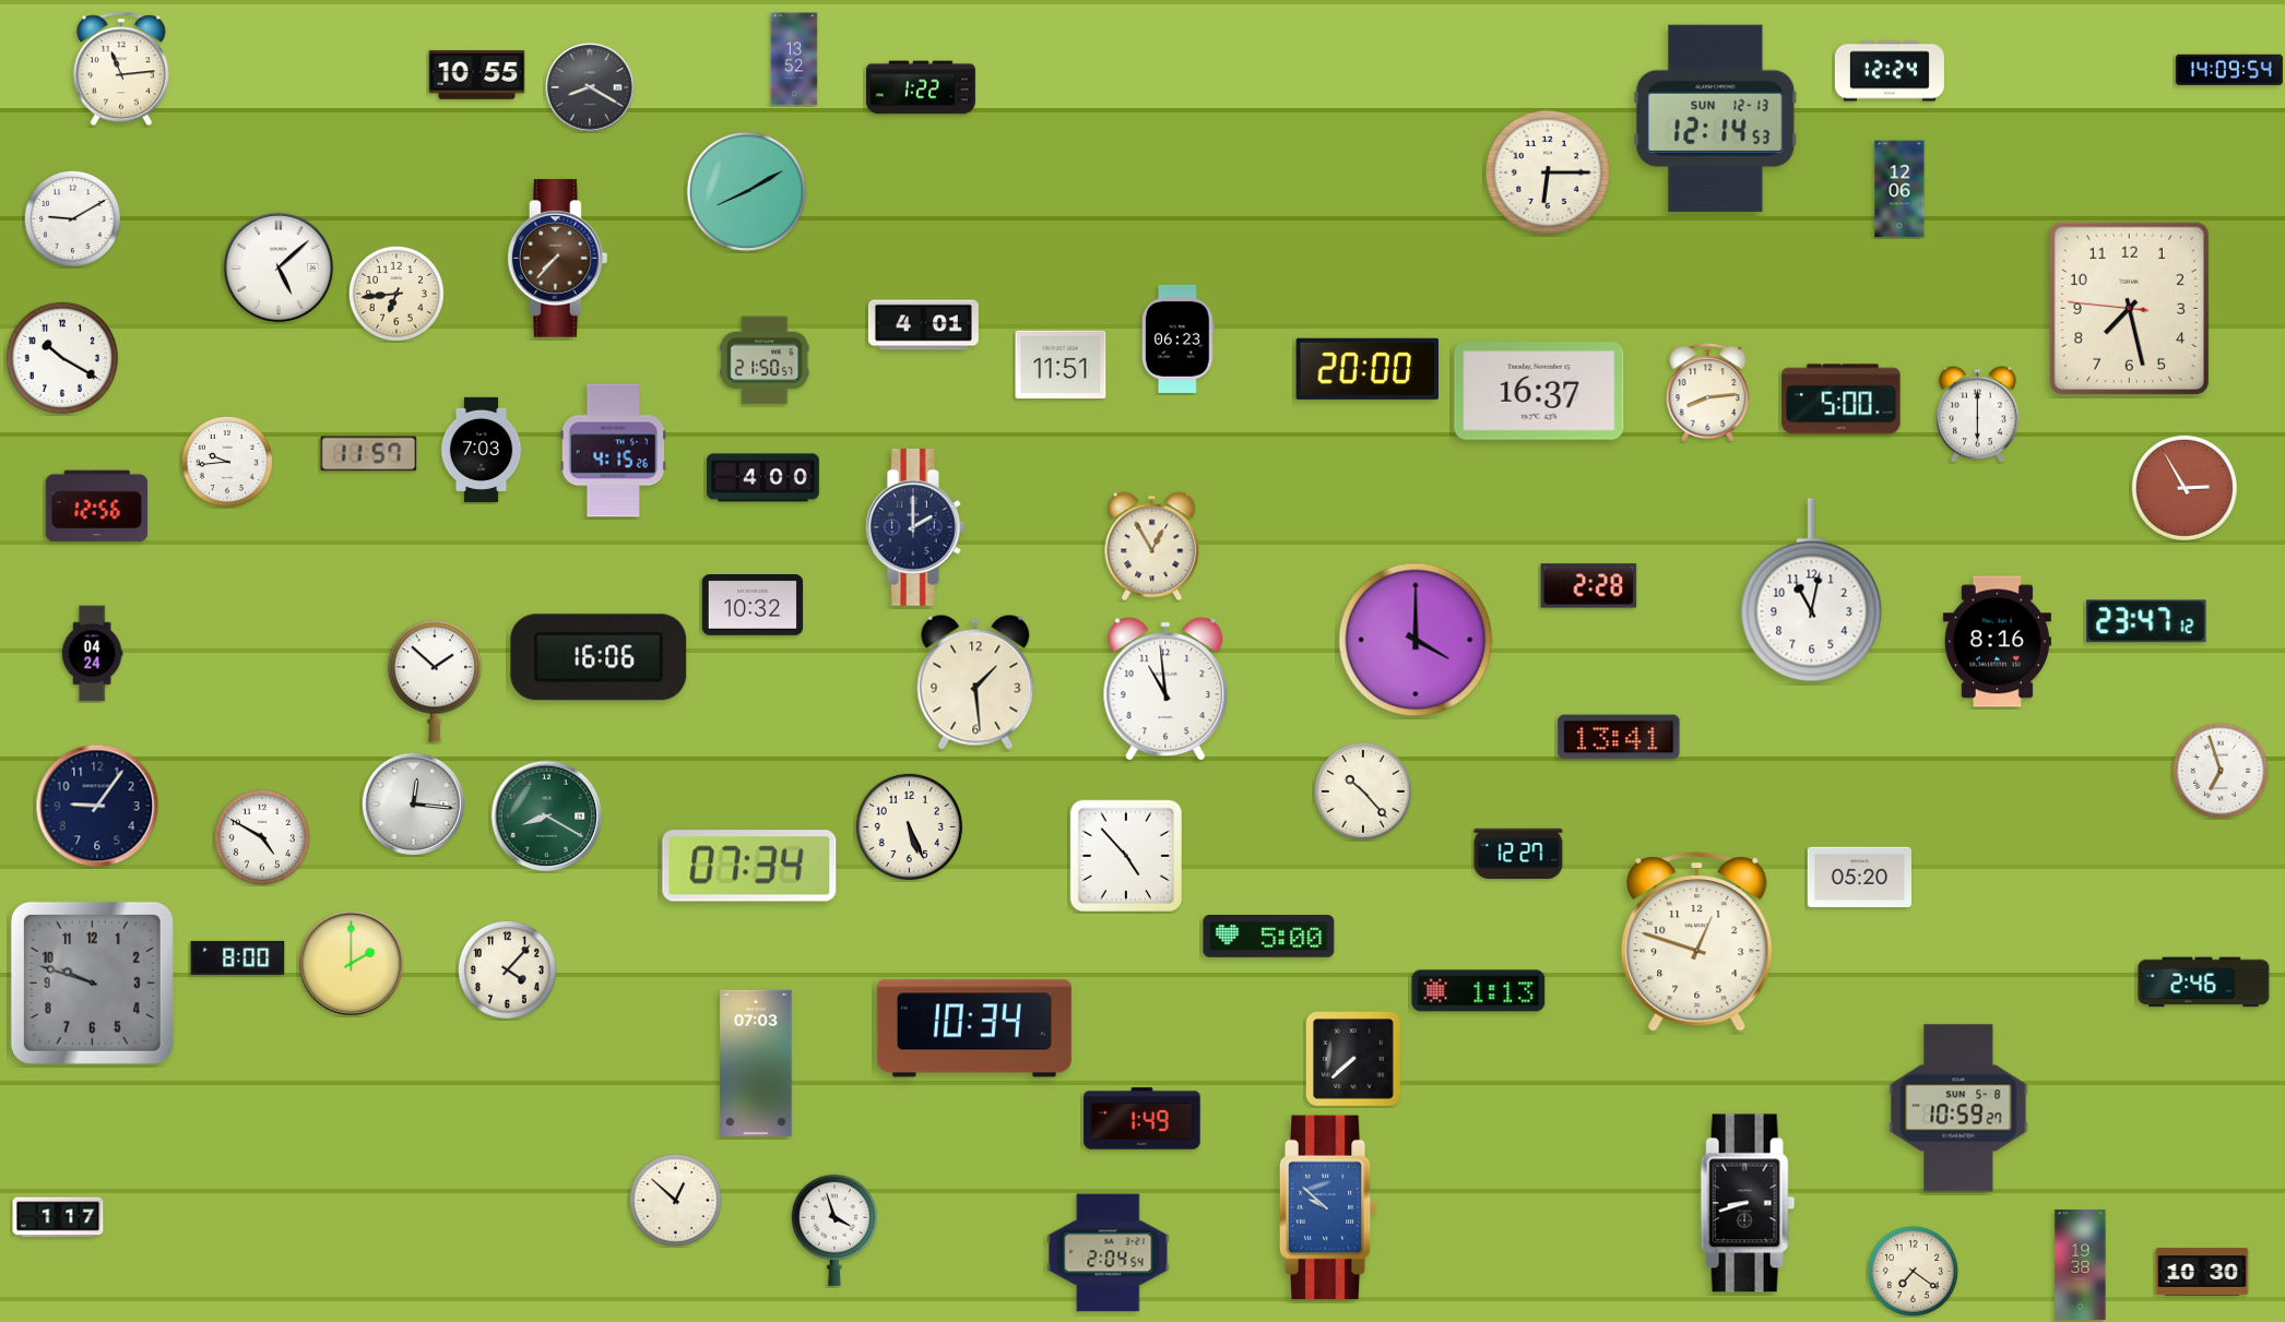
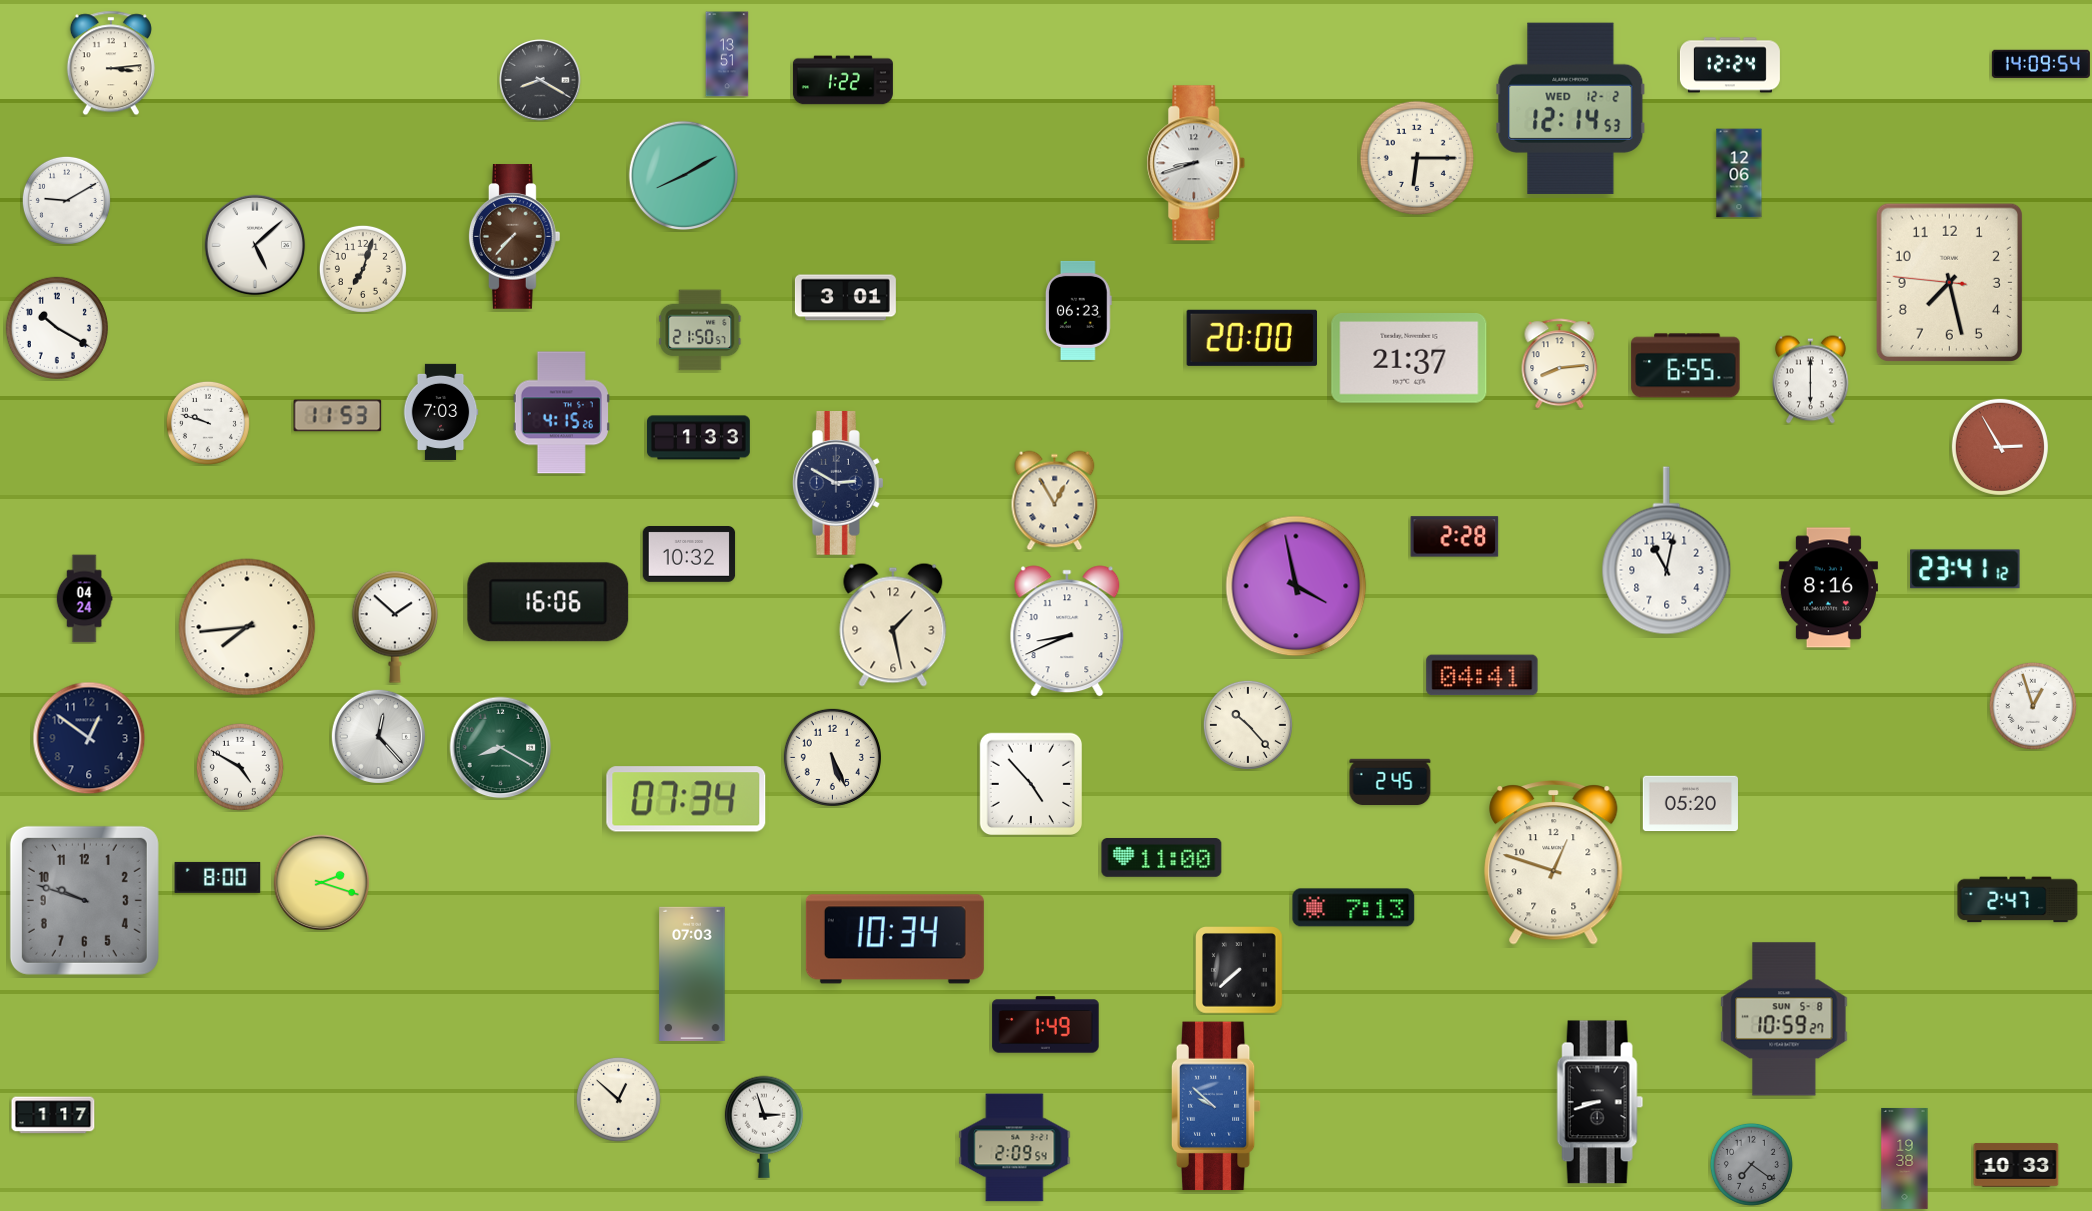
clock at (794, 59): 13:52 -> 13:51
clock at (121, 69): 11:14 -> 3:14
clock at (477, 75): 10:55 -> none
clock at (1716, 118) date: SUN 12-13 -> WED 12-2
clock at (1196, 163): none -> 8:42
clock at (558, 259) position: (558, 259) -> (515, 237)
clock at (396, 294): 6:44 -> 7:03
clock at (923, 325): 4:01 -> 3:01
clock at (1061, 364): 11:51 -> none
clock at (1539, 392): 16:37 -> 21:37
clock at (1708, 393) position: (1708, 393) -> (1560, 364)
clock at (1842, 400): 5:00 -> 6:55
clock at (369, 454): 11:57 -> 11:53
clock at (227, 462): 9:44 -> 9:48
clock at (763, 478): 4:00 -> 1:33
clock at (97, 507): 12:56 -> none
clock at (916, 528): 2:00 -> 2:50
clock at (1812, 591) position: (1812, 591) -> (1667, 551)
clock at (2146, 621): 23:47 -> 23:41
clock at (1416, 640): 4:00 -> 3:58
clock at (434, 681) position: (434, 681) -> (394, 627)
clock at (975, 682): 1:29 -> 1:28
clock at (247, 627): none -> 7:44
clock at (1165, 689): 10:59 -> 8:41
clock at (1619, 737): 13:41 -> 04:41
clock at (2221, 771): 6:57 -> 12:57
clock at (413, 803): 12:16 -> 12:23
clock at (97, 806): 9:06 -> 12:51
clock at (1518, 853): 12:27 -> 2:45
clock at (749, 866) position: (749, 866) -> (686, 799)
clock at (1859, 878) position: (1859, 878) -> (1690, 804)
clock at (1269, 937): 5:00 -> 11:00
clock at (351, 963): 2:00 -> 2:18
clock at (507, 969): 4:07 -> none
clock at (2204, 982): 2:46 -> 2:47
clock at (1479, 991): 1:13 -> 7:13
clock at (974, 1028) position: (974, 1028) -> (895, 939)
clock at (1958, 1108) position: (1958, 1108) -> (1784, 1019)
clock at (834, 1230): 3:57 -> 2:57
clock at (1109, 1253): 2:04 -> 2:09
clock at (1913, 1271) dial: cream -> grey
clock at (2202, 1272): 10:30 -> 10:33
